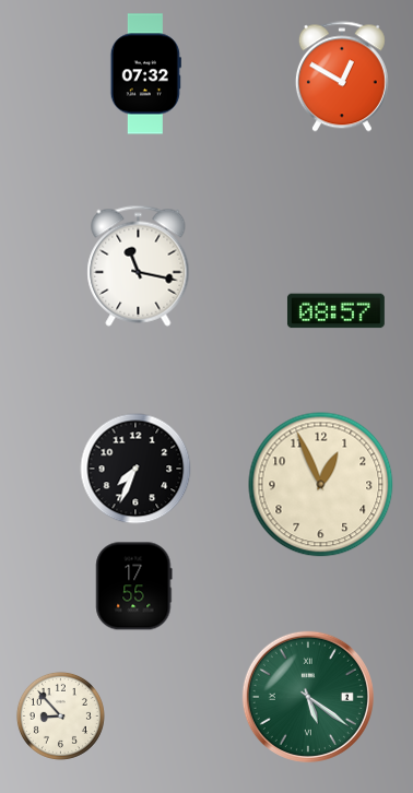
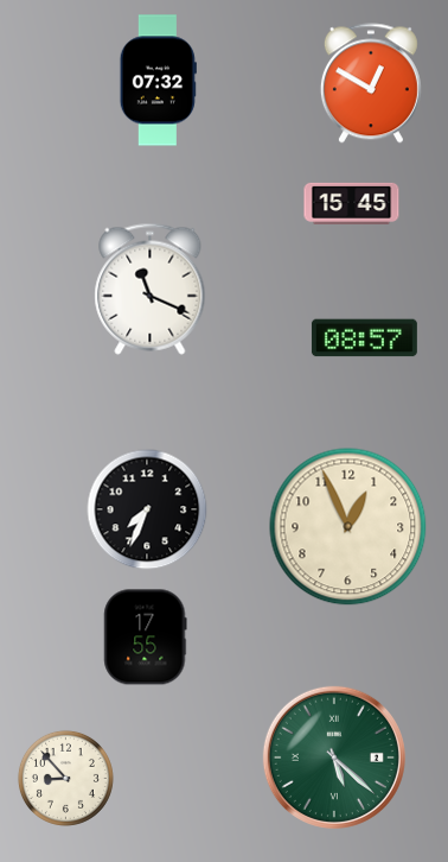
clock at (352, 203): none -> 15:45
clock at (139, 265): 11:17 -> 11:19
clock at (308, 697): 5:21 -> 5:22
